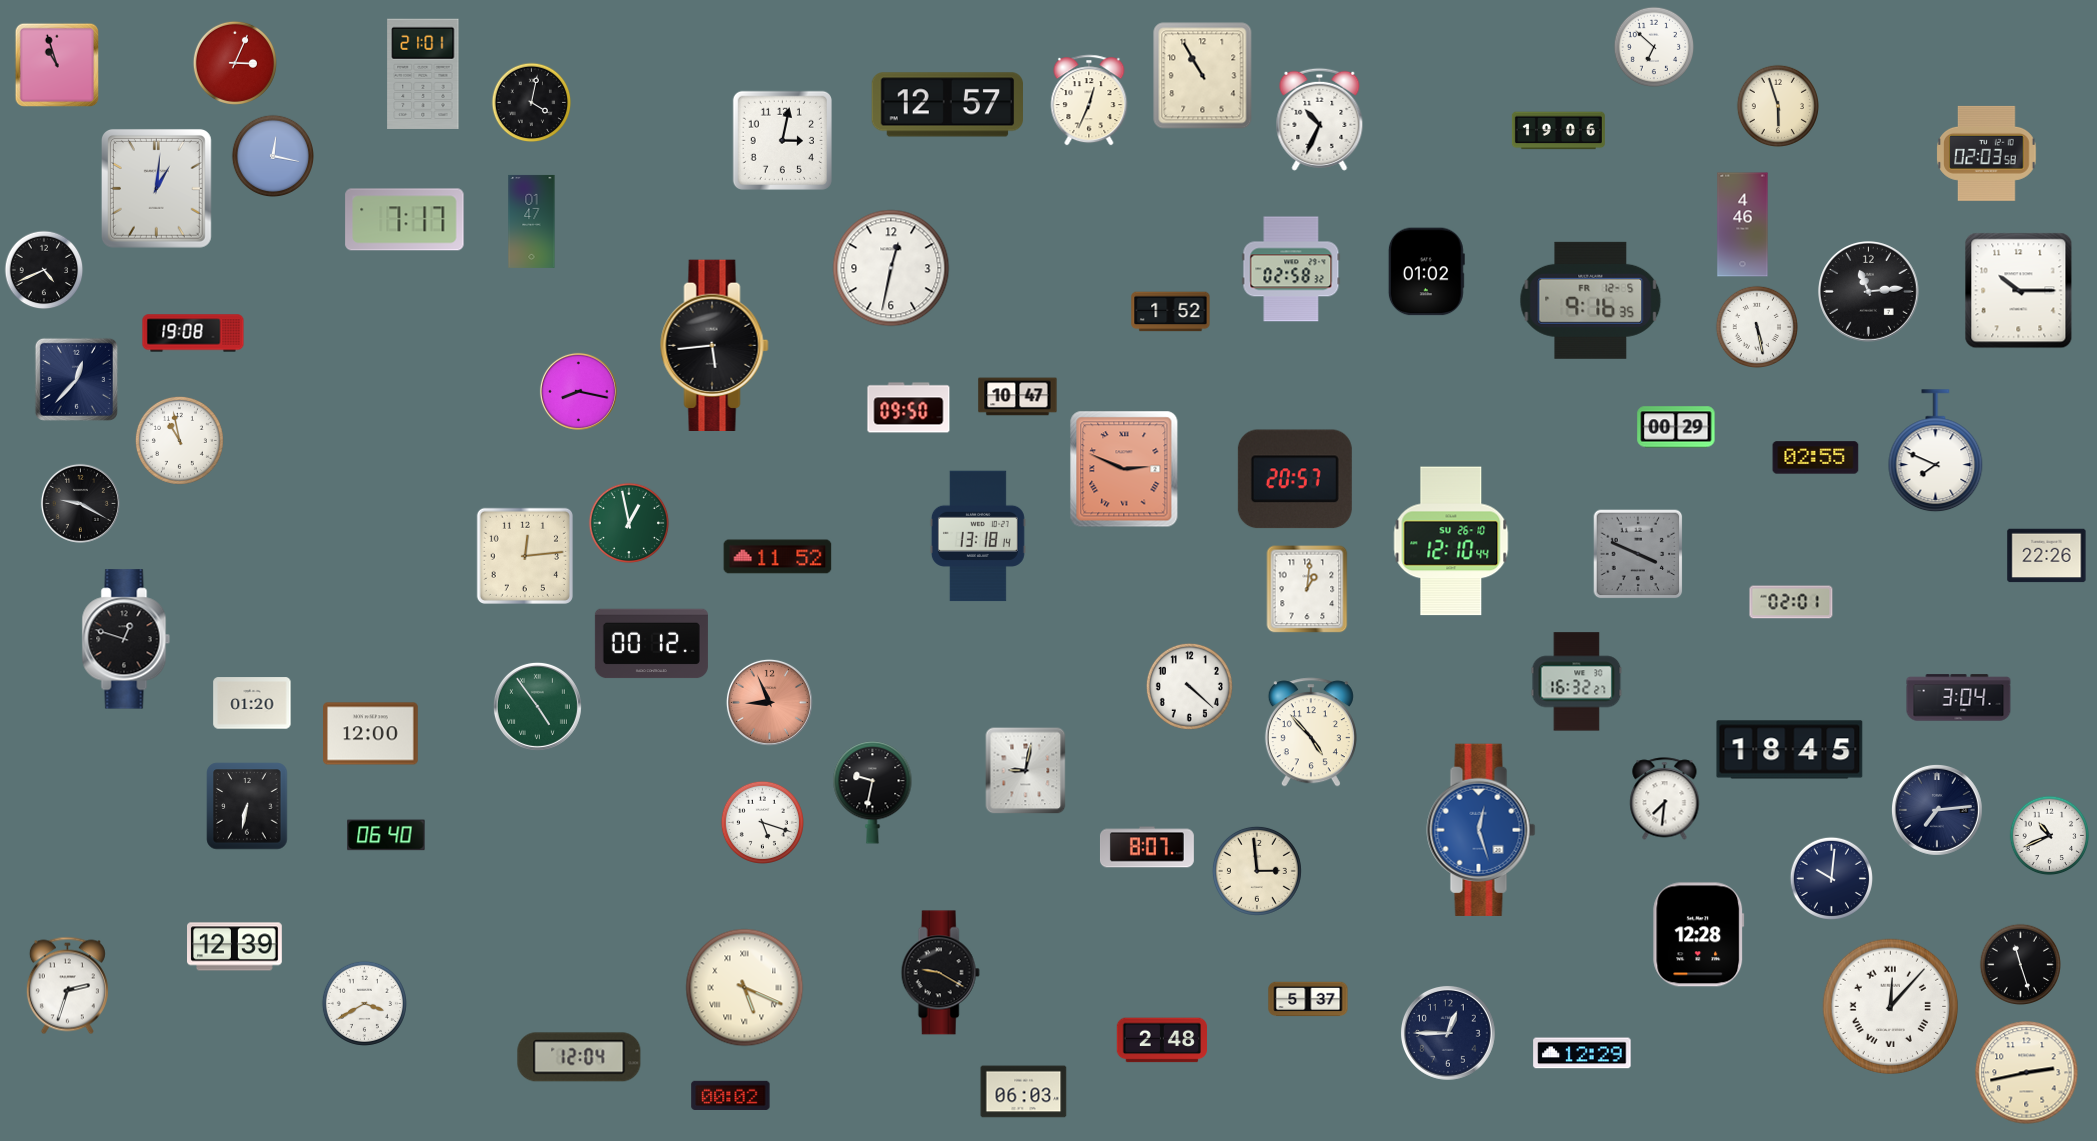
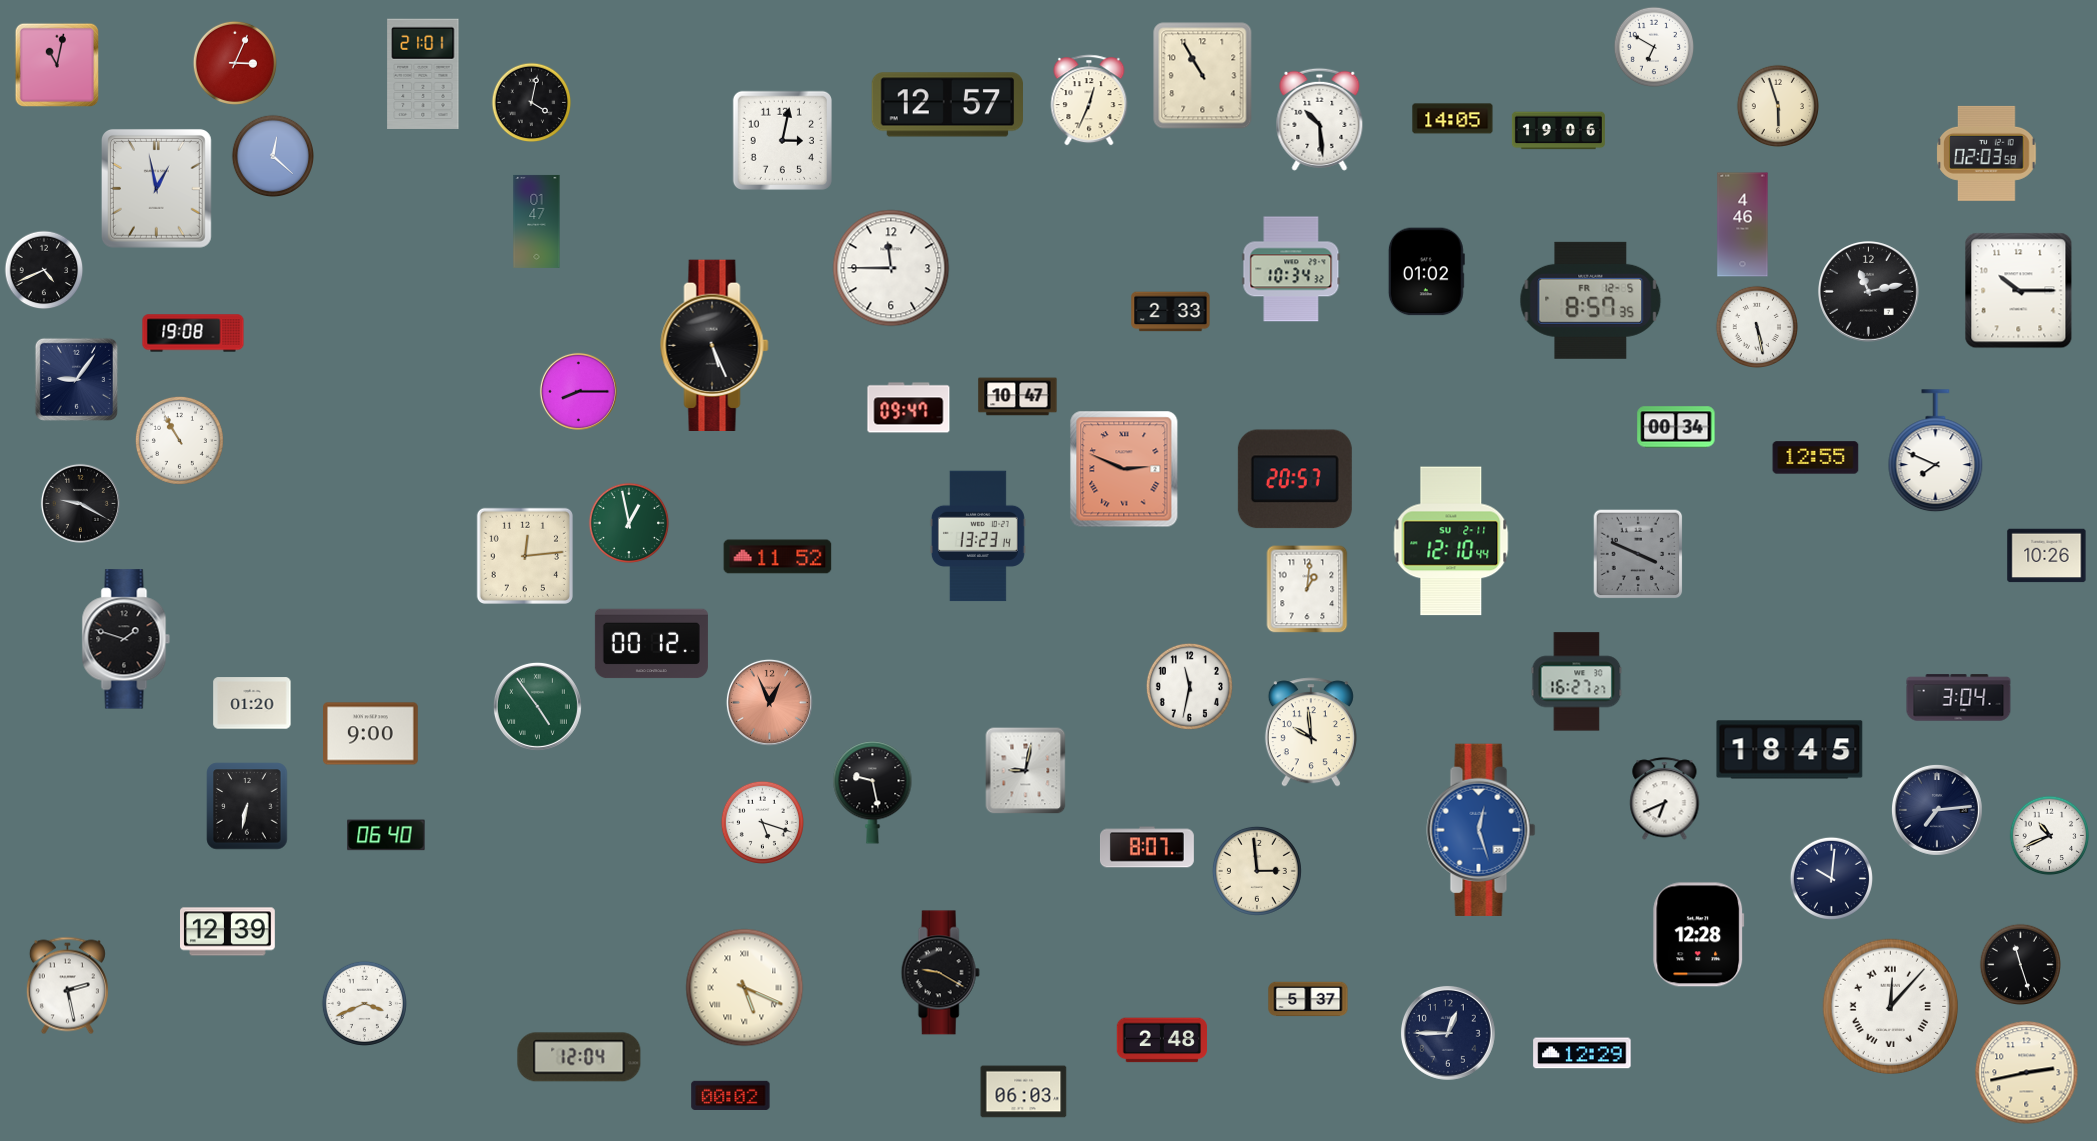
clock at (1654, 47): 6:52 -> 6:50
clock at (57, 65): 10:57 -> 11:02
clock at (1320, 119): 10:34 -> 10:29
clock at (1453, 119): none -> 14:05
clock at (272, 155): 12:17 -> 12:22
clock at (156, 188): 1:01 -> 12:58
clock at (405, 220): 7:17 -> none
clock at (532, 221) position: (532, 221) -> (537, 221)
clock at (891, 268): 12:32 -> 11:45
clock at (1291, 269): 02:58 -> 10:34
clock at (1869, 292): 11:14 -> 11:13
clock at (1591, 300): 9:16 -> 8:57
clock at (1171, 312): 1:52 -> 2:33
clock at (715, 345): 5:44 -> 5:26
clock at (76, 379): 12:37 -> 9:06
clock at (578, 391): 8:17 -> 8:15
clock at (909, 408): 09:50 -> 09:47
clock at (1676, 427): 00:29 -> 00:34
clock at (179, 440): 10:58 -> 10:55
clock at (1816, 458): 02:55 -> 12:55
clock at (978, 536): 13:18 -> 13:23
clock at (1451, 541) date: SU 26-10 -> SU 2-11
clock at (2047, 556): 22:26 -> 10:26
clock at (1791, 602): 02:01 -> none
clock at (126, 639): 12:48 -> 1:48
clock at (1577, 682): 16:32 -> 16:27
clock at (1189, 686): 4:22 -> 11:32
clock at (769, 702): 8:56 -> 12:56
clock at (1311, 732): 4:53 -> 9:59
clock at (371, 734): 12:00 -> 9:00
clock at (873, 793): 9:32 -> 9:28
clock at (1665, 799): 7:31 -> 6:41
clock at (235, 947) position: (235, 947) -> (228, 932)
clock at (67, 986): 2:33 -> 2:28
clock at (364, 1003): 3:40 -> 3:41
